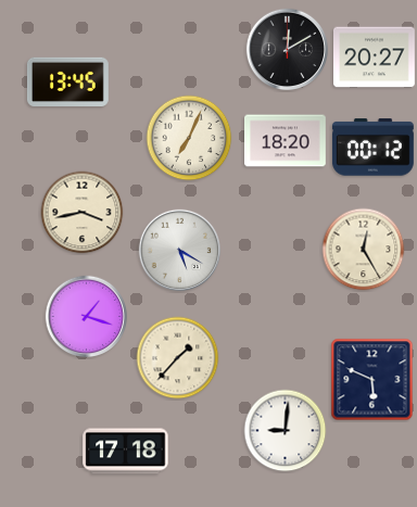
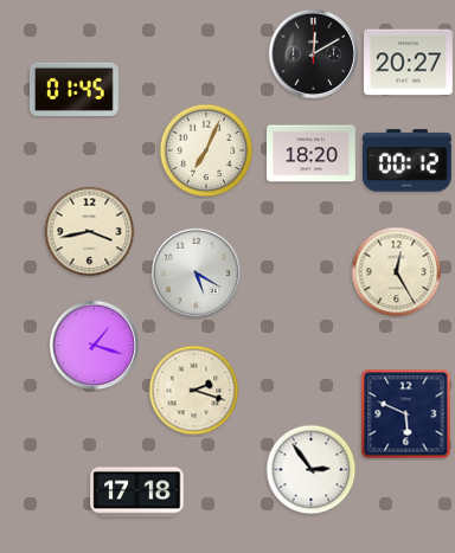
clock at (67, 81): 13:45 -> 01:45
clock at (178, 358): 1:37 -> 2:18
clock at (286, 431): 9:01 -> 2:54
